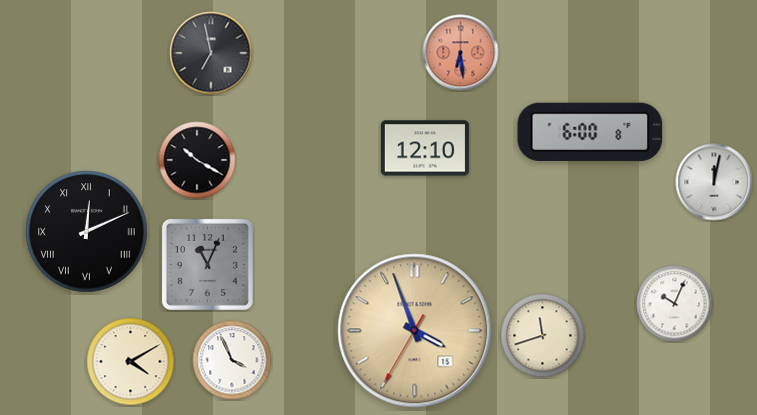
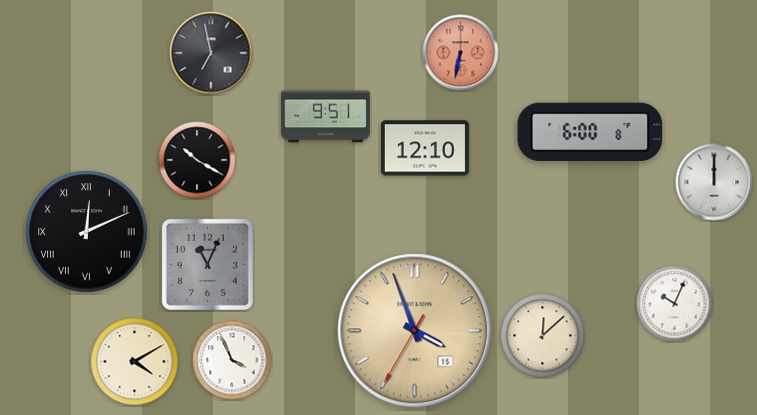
clock at (461, 53): 6:29 -> 6:32
clock at (325, 117): none -> 9:51
clock at (714, 182): 12:02 -> 12:00
clock at (543, 336): 11:42 -> 12:08
clock at (131, 362) position: (131, 362) -> (135, 362)
